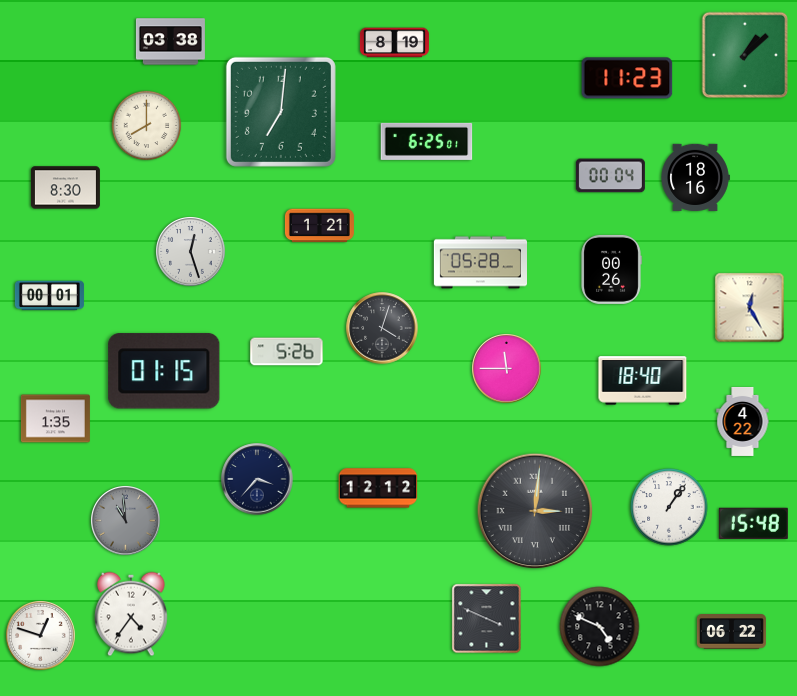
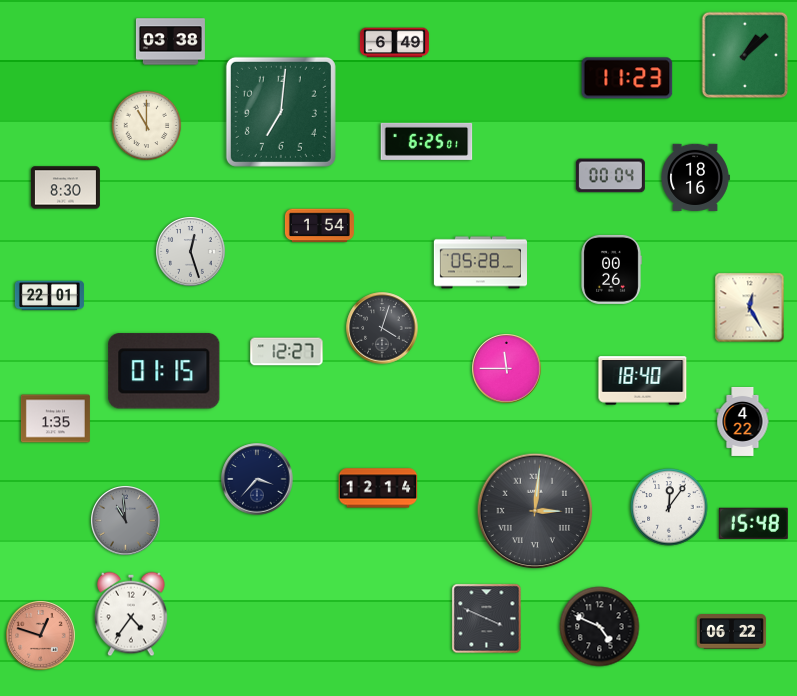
clock at (394, 43): 8:19 -> 6:49
clock at (147, 126): 8:00 -> 11:00
clock at (319, 226): 1:21 -> 1:54
clock at (49, 296): 00:01 -> 22:01
clock at (287, 352): 5:26 -> 12:27
clock at (378, 488): 12:12 -> 12:14
clock at (669, 507): 1:06 -> 12:06
clock at (41, 636) dial: white -> salmon
